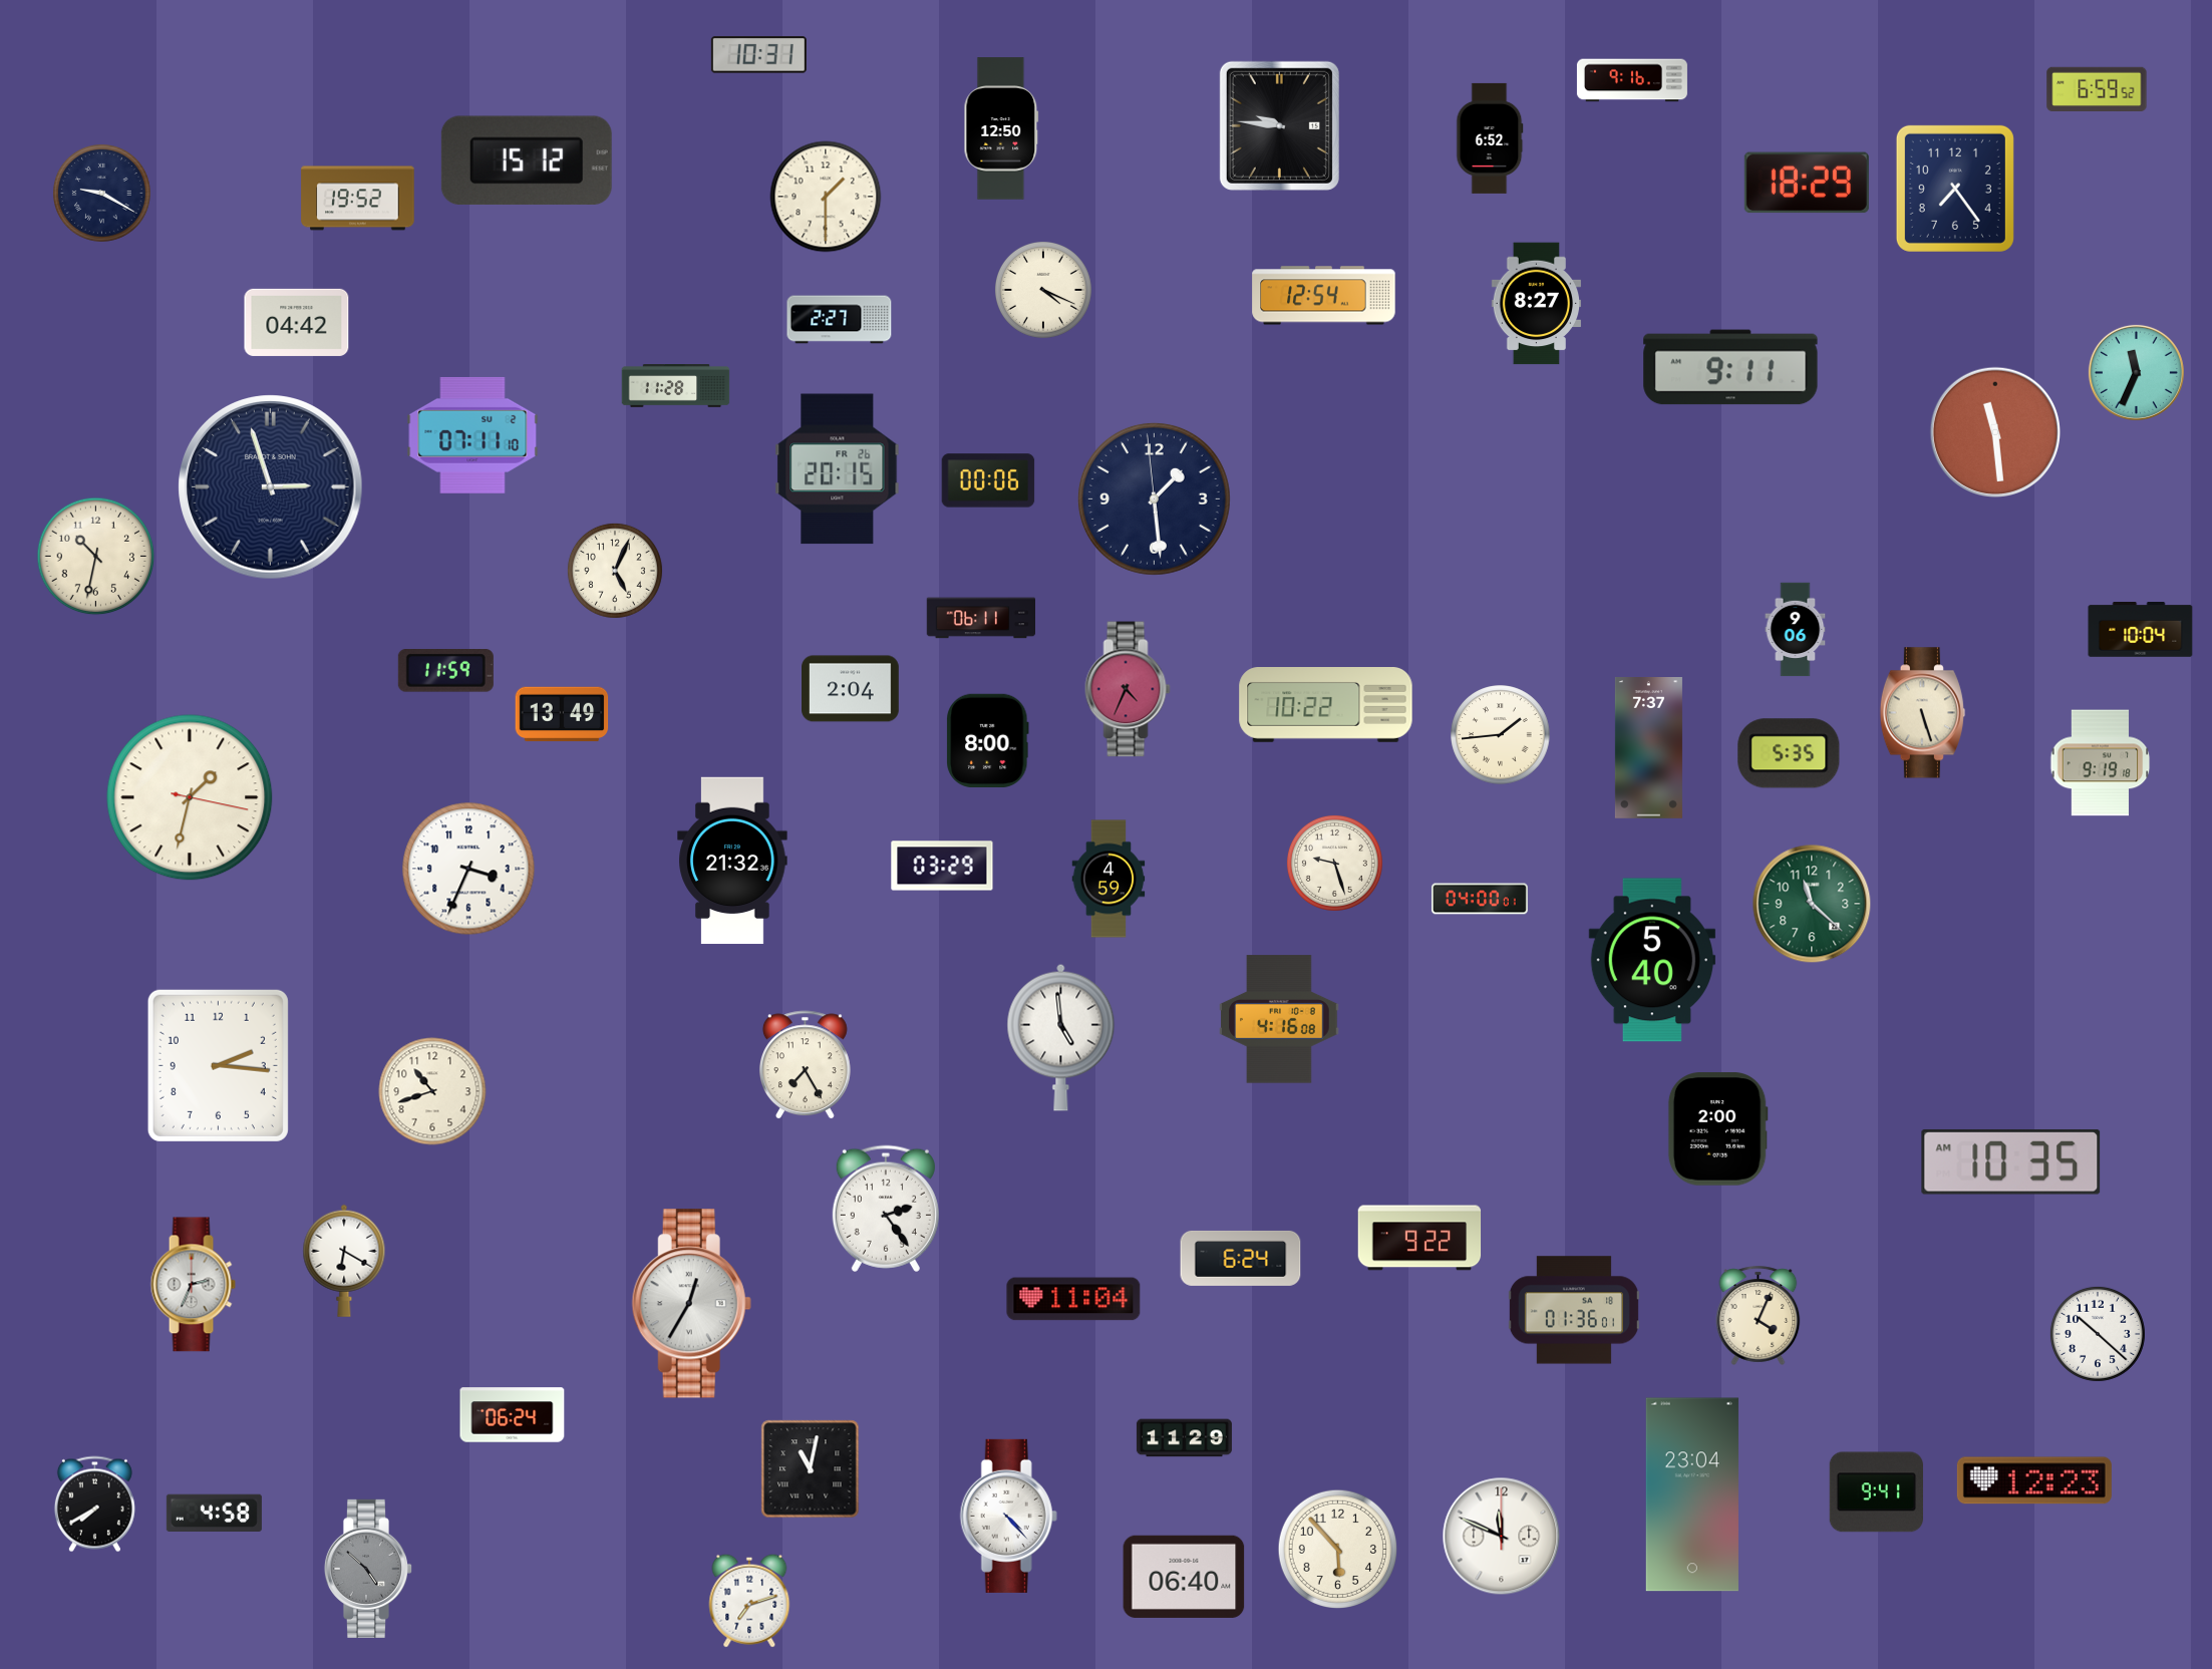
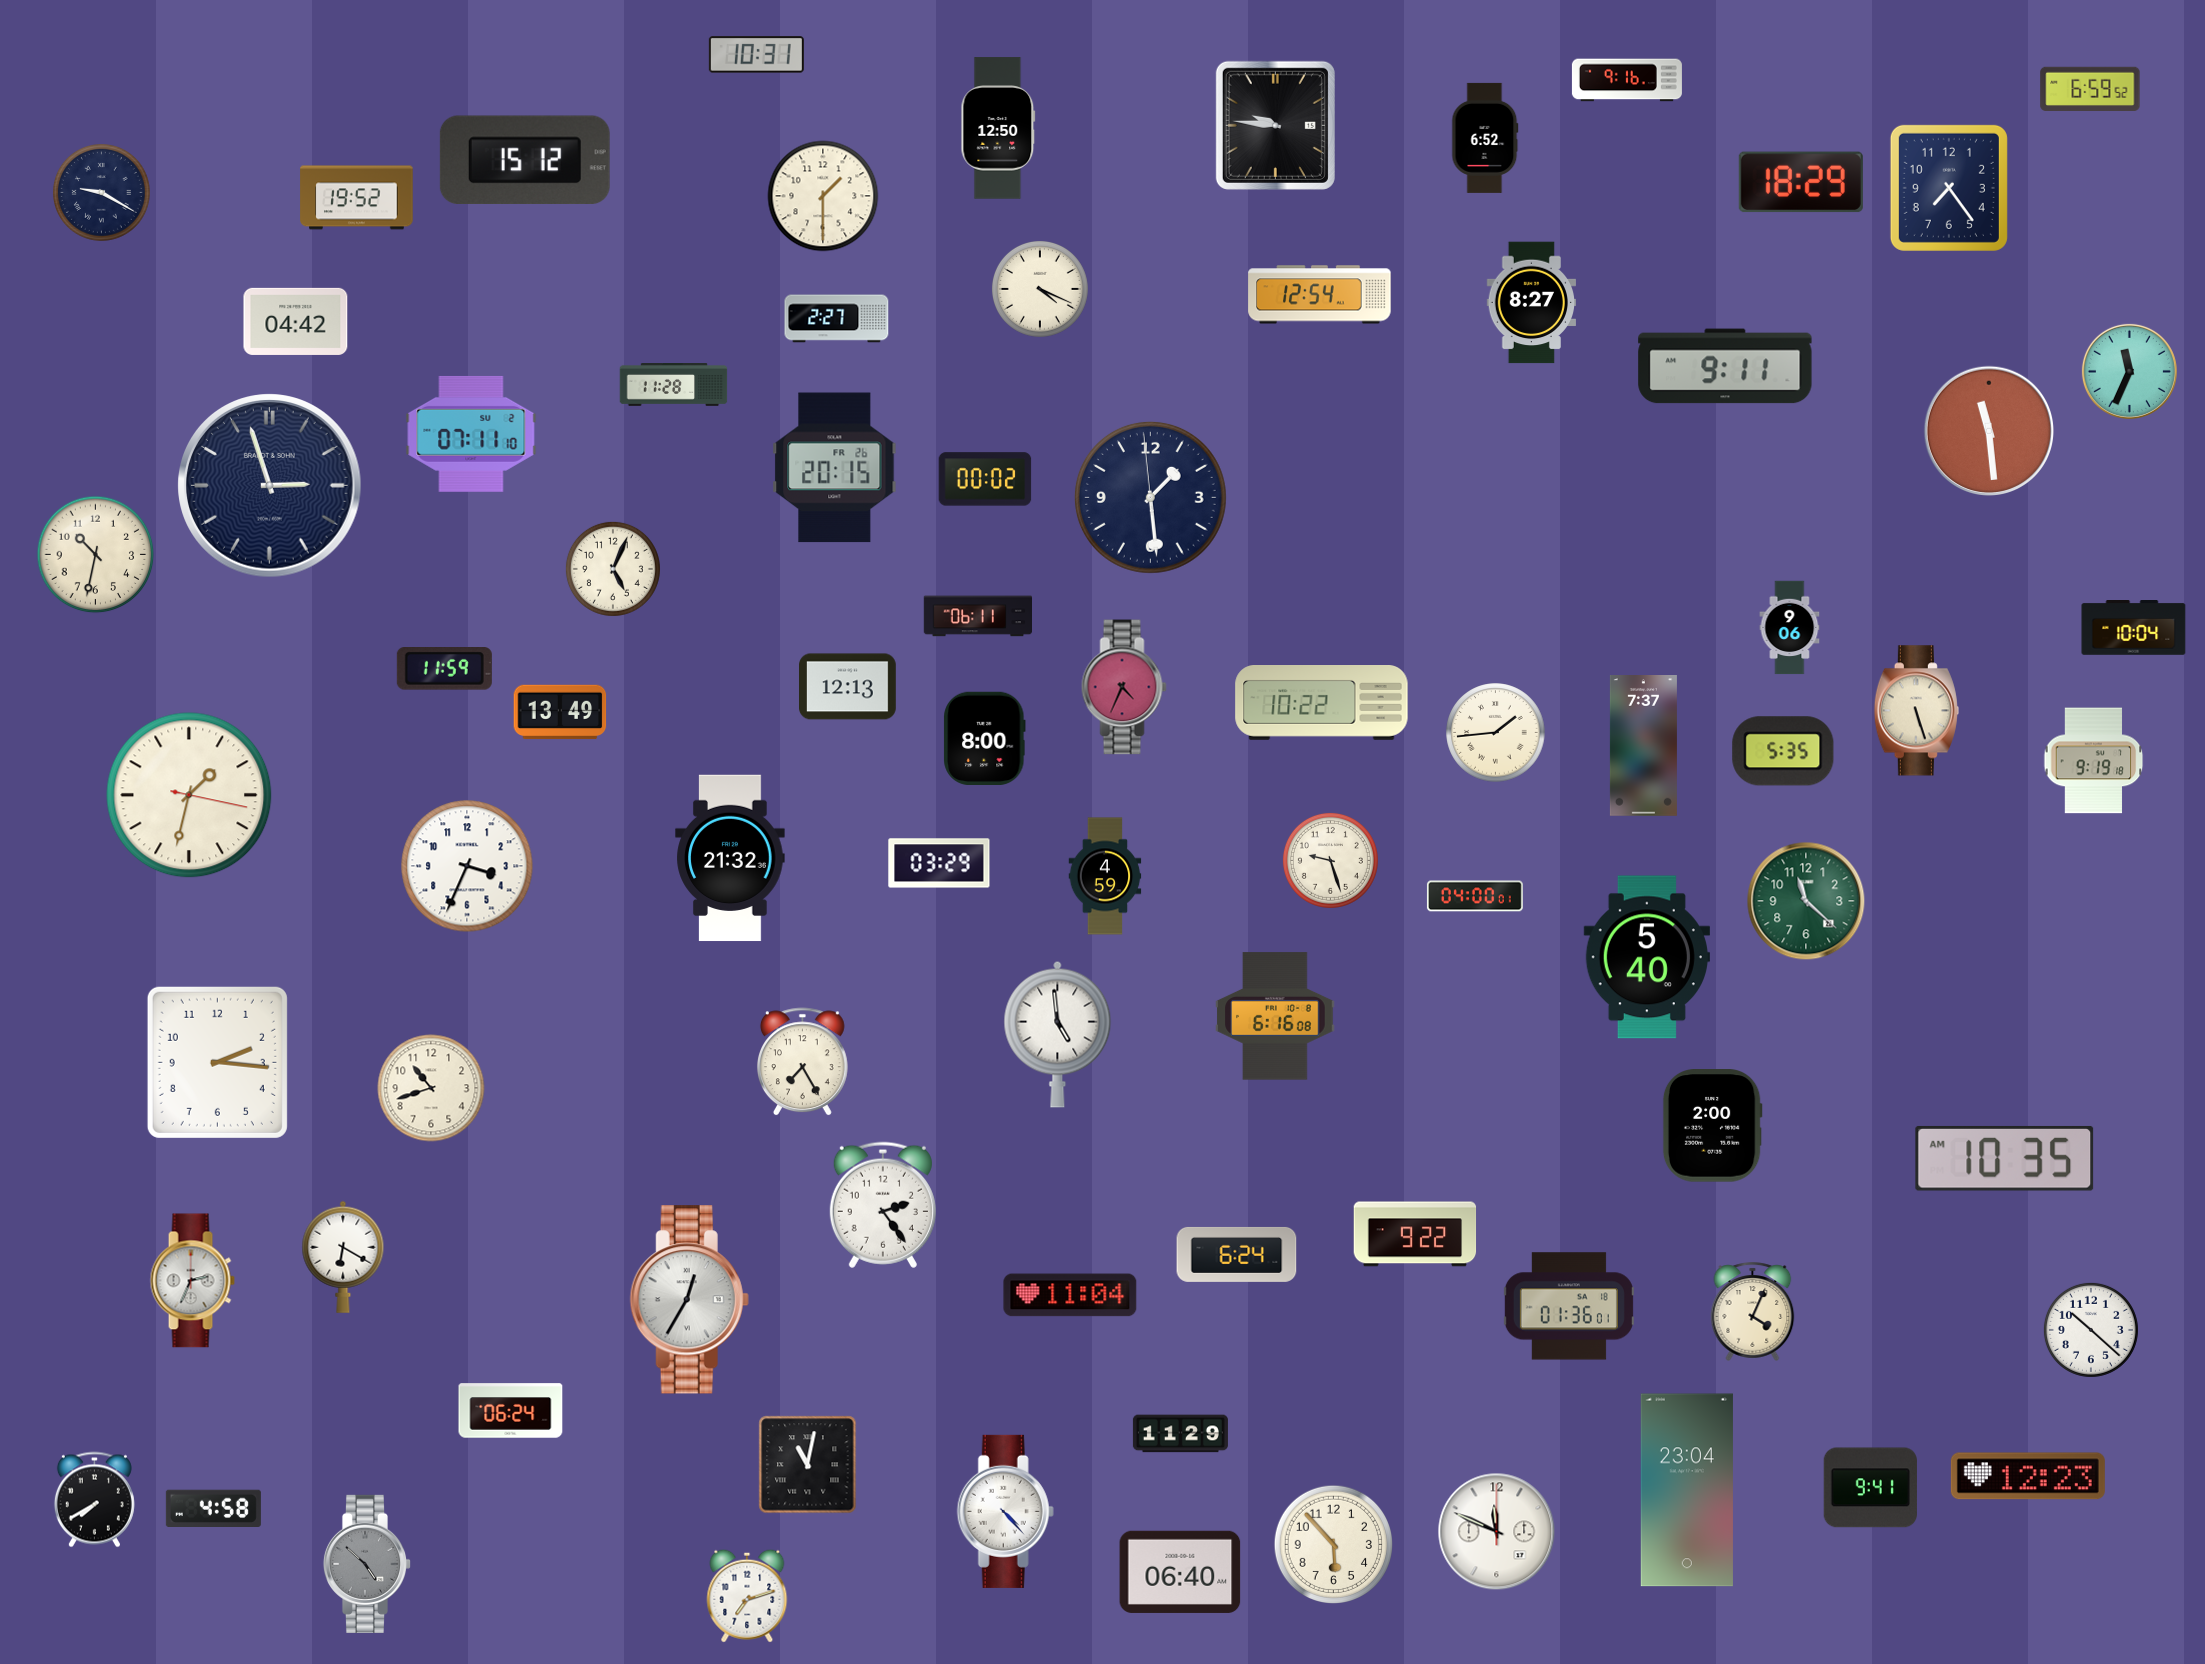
clock at (988, 480): 00:06 -> 00:02
clock at (851, 689): 2:04 -> 12:13
clock at (1279, 1019): 4:16 -> 6:16
